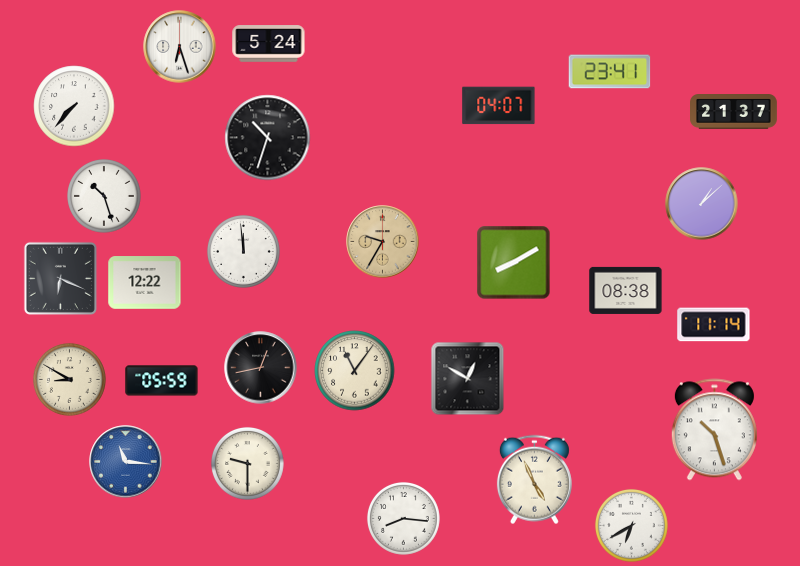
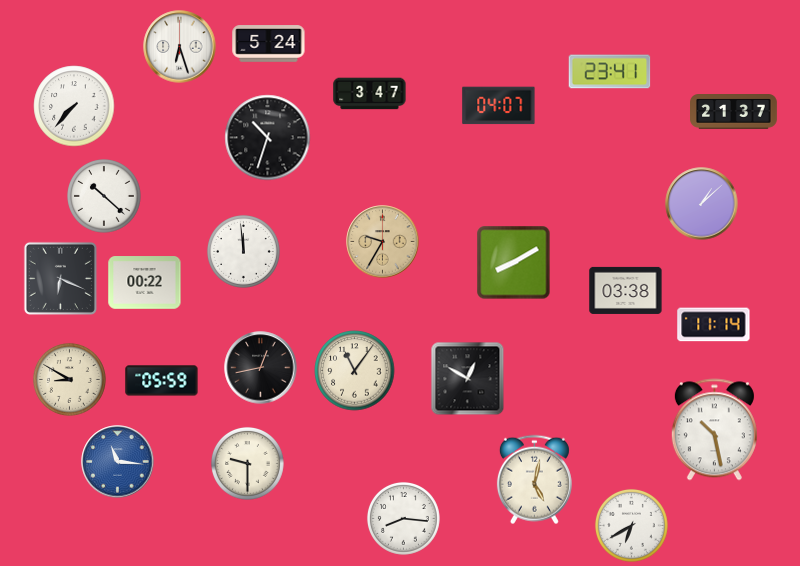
clock at (370, 94): none -> 3:47
clock at (105, 197): 10:27 -> 10:22
clock at (145, 283): 12:22 -> 00:22
clock at (626, 290): 08:38 -> 03:38
clock at (714, 430): 10:27 -> 10:28
clock at (126, 462) position: (126, 462) -> (118, 462)
clock at (534, 480): 4:56 -> 5:02
